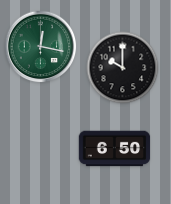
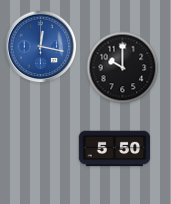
clock at (41, 47) dial: green -> blue
clock at (115, 149): 6:50 -> 5:50
